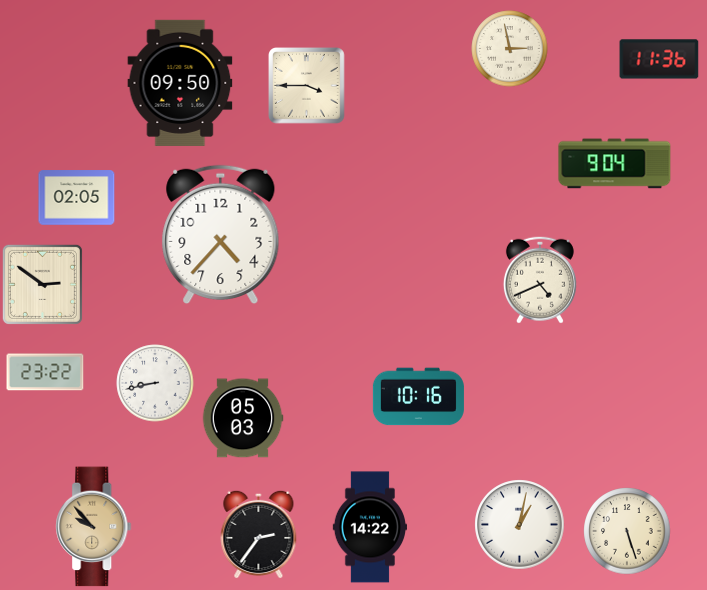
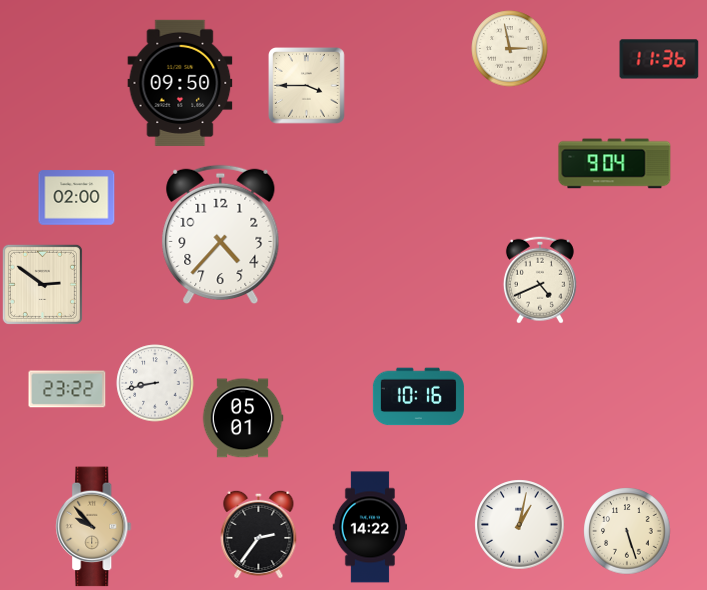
clock at (77, 198): 02:05 -> 02:00
clock at (45, 372) position: (45, 372) -> (67, 389)
clock at (243, 418): 05:03 -> 05:01
